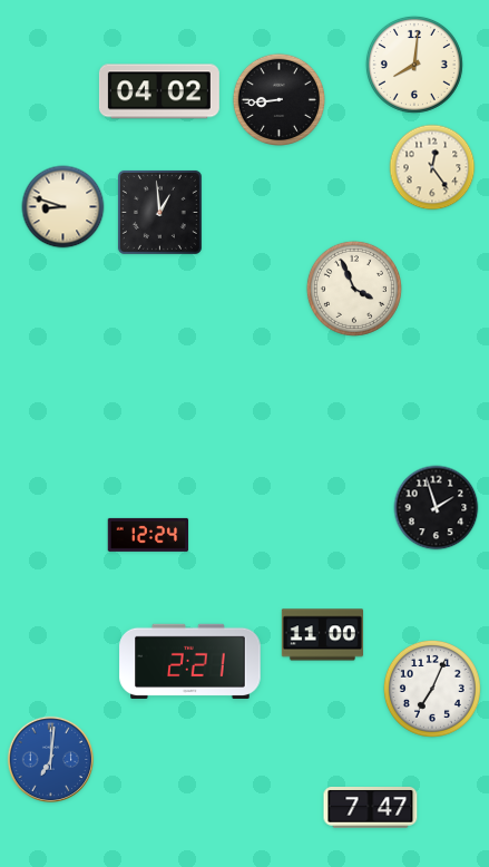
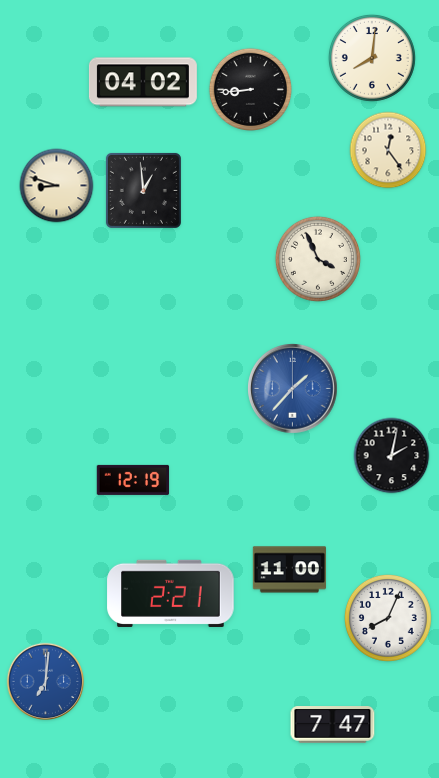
clock at (293, 389): none -> 1:37
clock at (437, 508): 1:57 -> 2:02
clock at (148, 535): 12:24 -> 12:19
clock at (432, 689): 7:04 -> 8:04
